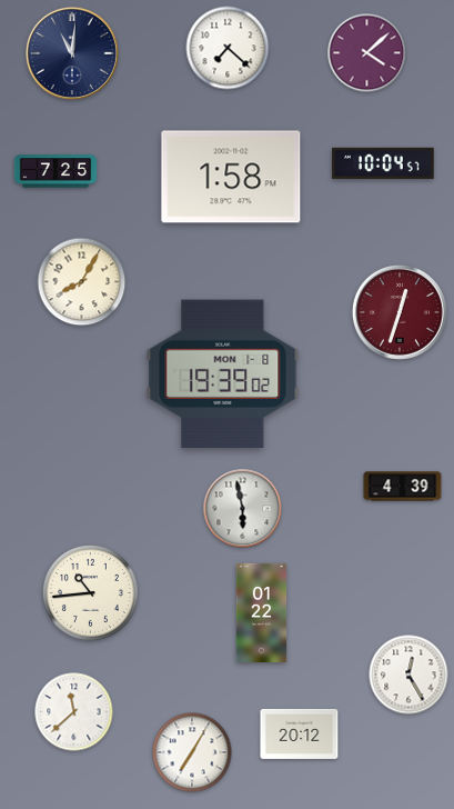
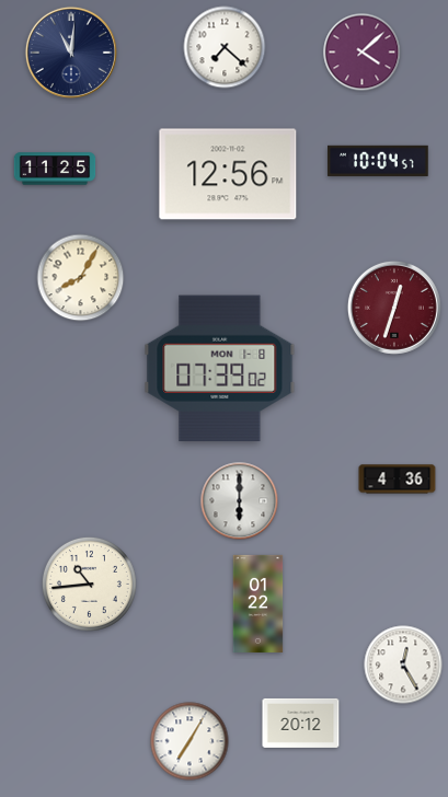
clock at (56, 171): 7:25 -> 11:25
clock at (231, 177): 1:58 -> 12:56
clock at (223, 374): 19:39 -> 07:39
clock at (403, 487): 4:39 -> 4:36
clock at (243, 509): 5:58 -> 6:00
clock at (74, 712): 11:38 -> none
clock at (300, 733) position: (300, 733) -> (301, 723)
